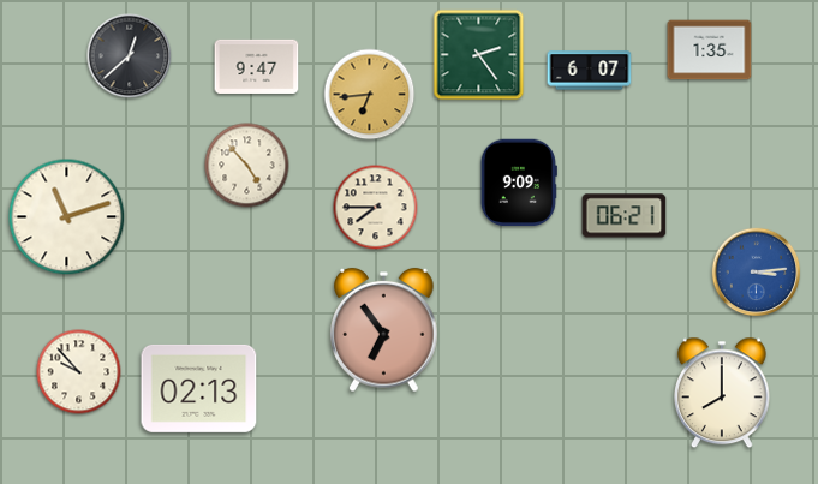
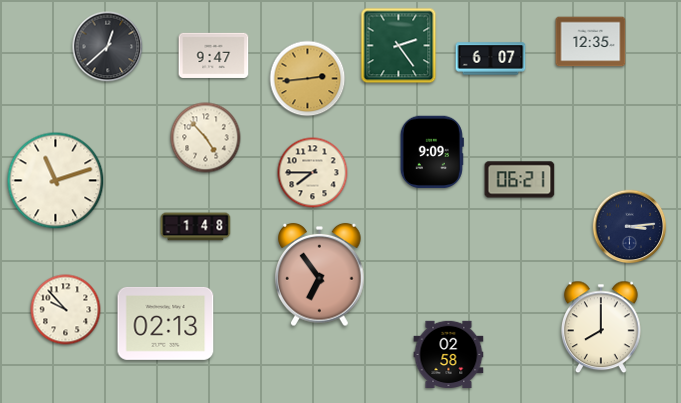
clock at (710, 50): 1:35 -> 12:35
clock at (370, 95): 6:44 -> 2:44
clock at (196, 227): none -> 1:48
clock at (757, 273) dial: blue -> navy
clock at (449, 355): none -> 02:58
